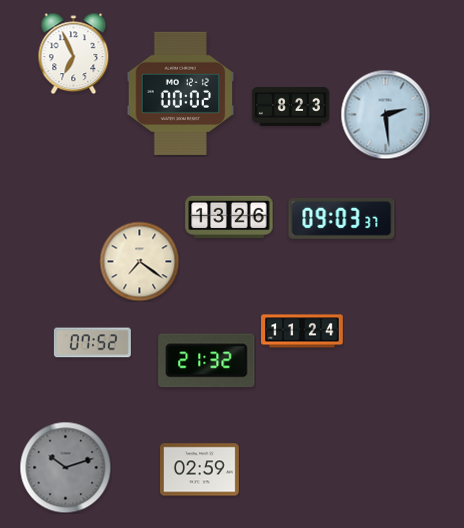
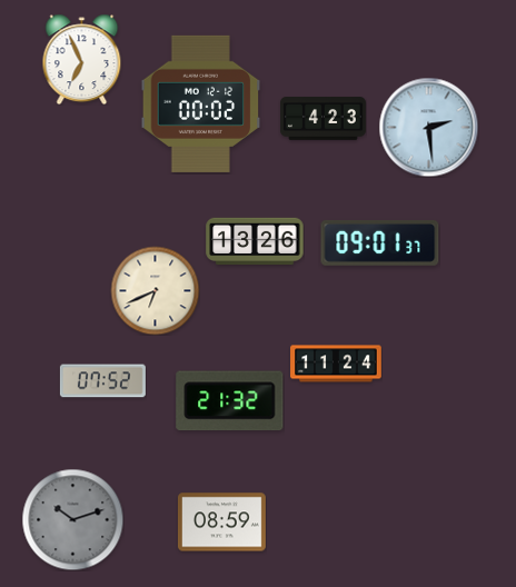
clock at (290, 107): 8:23 -> 4:23
clock at (342, 218): 09:03 -> 09:01
clock at (139, 261): 7:21 -> 6:41
clock at (302, 331) position: (302, 331) -> (336, 364)
clock at (199, 470): 02:59 -> 08:59
